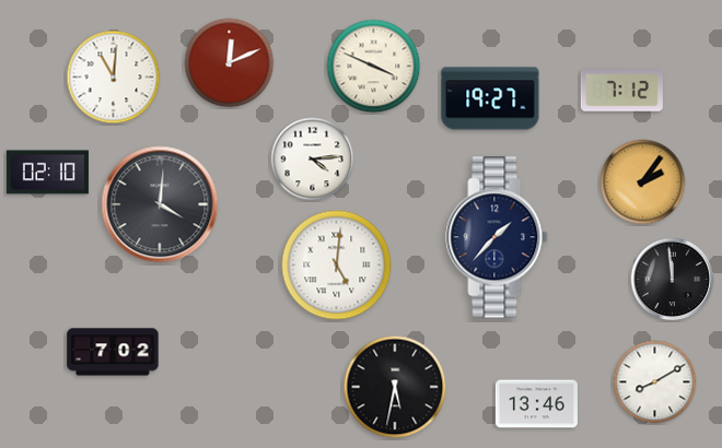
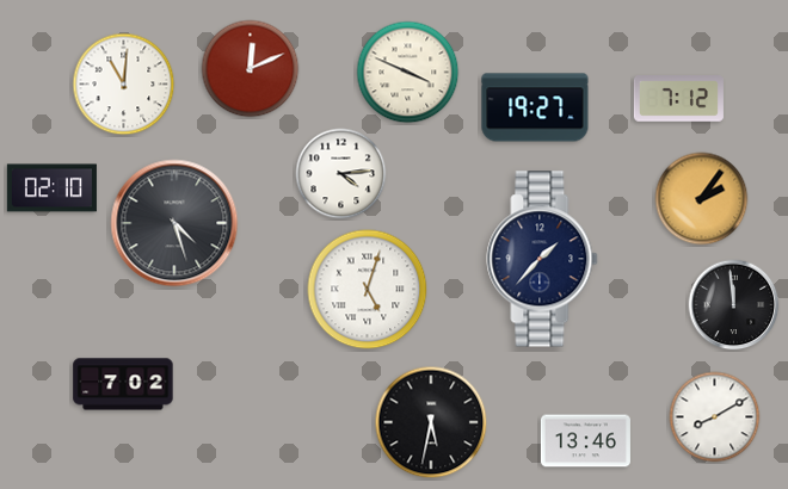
clock at (160, 204): 4:01 -> 4:27
clock at (337, 266): 5:01 -> 5:03
